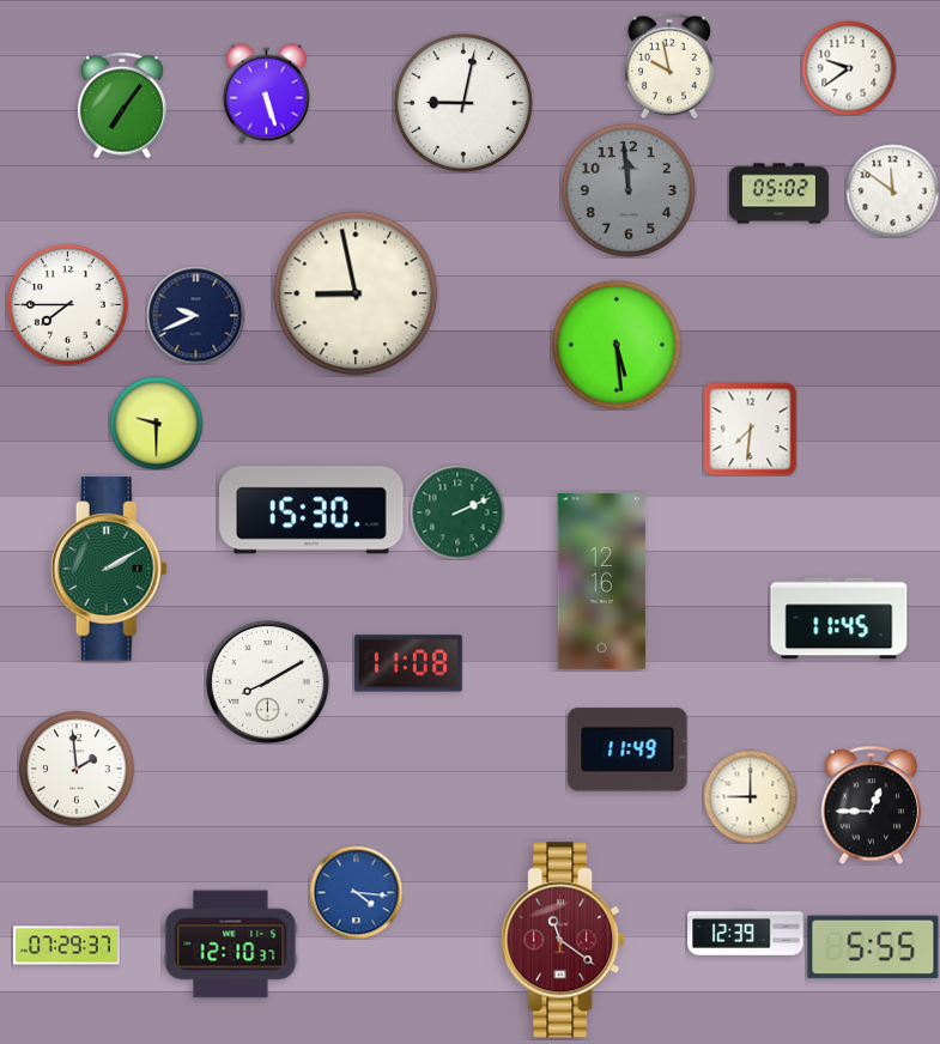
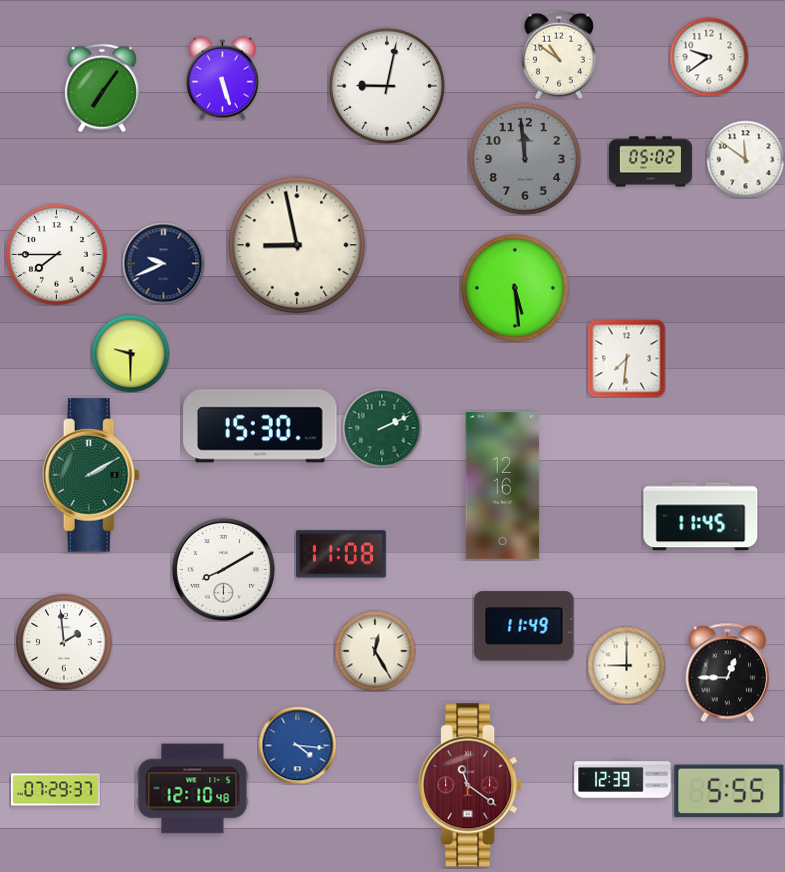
clock at (669, 66): 9:58 -> 10:51
clock at (375, 651): none -> 12:25
clock at (231, 945): 12:10:37 -> 12:10:48
